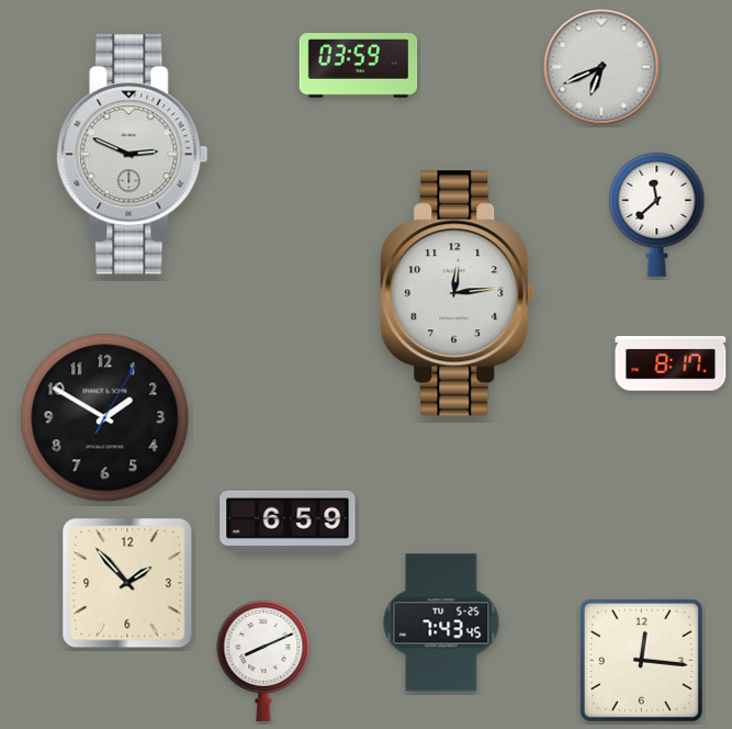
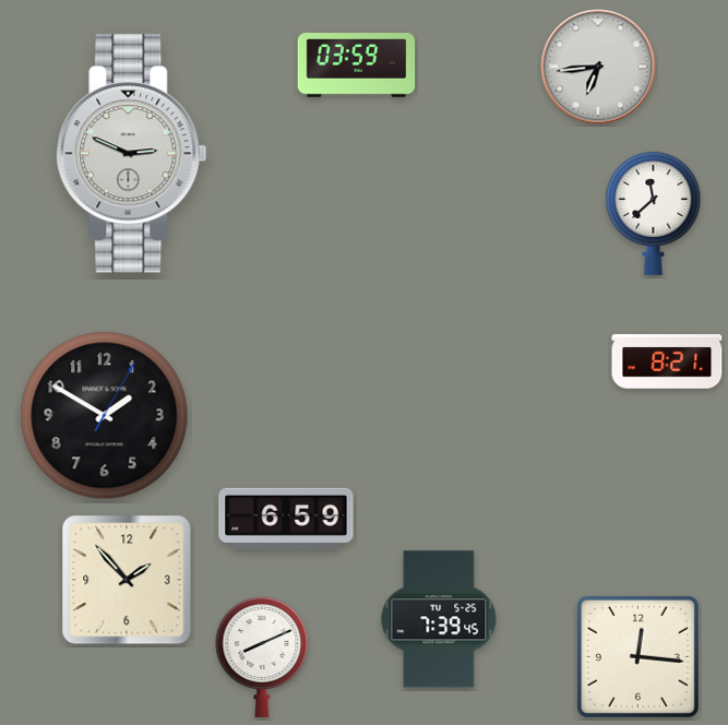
clock at (601, 67): 6:41 -> 6:44
clock at (458, 293): 12:14 -> none
clock at (671, 363): 8:17 -> 8:21
clock at (441, 623): 7:43 -> 7:39
